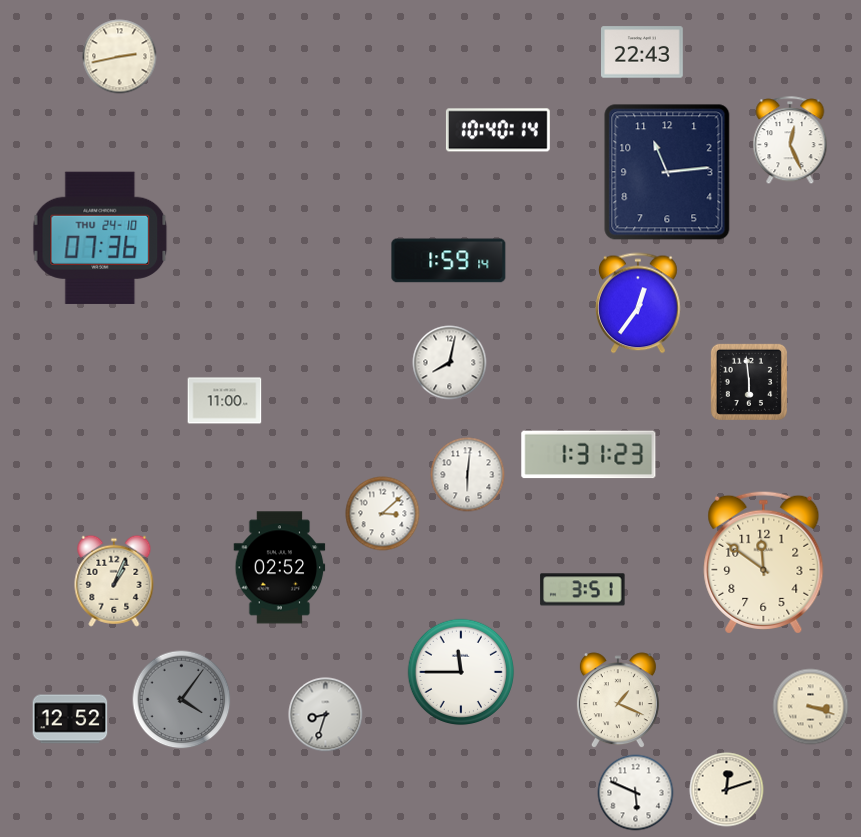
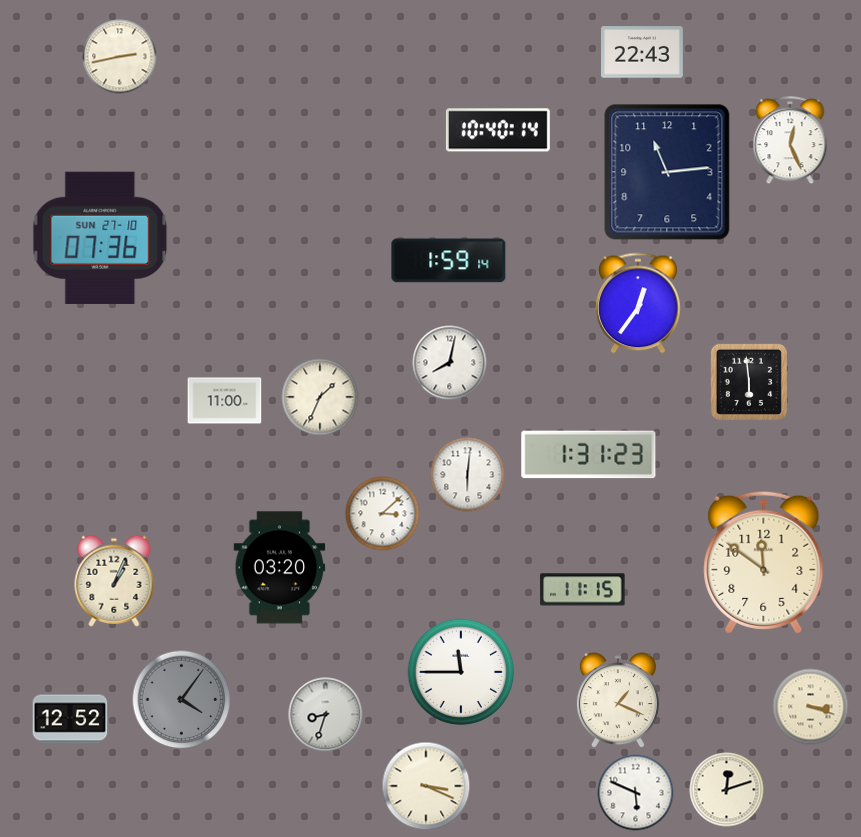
clock at (100, 238) date: THU 24-10 -> SUN 27-10
clock at (320, 397): none -> 1:34
clock at (280, 568): 02:52 -> 03:20
clock at (583, 590): 3:51 -> 11:15
clock at (426, 786): none -> 3:19
